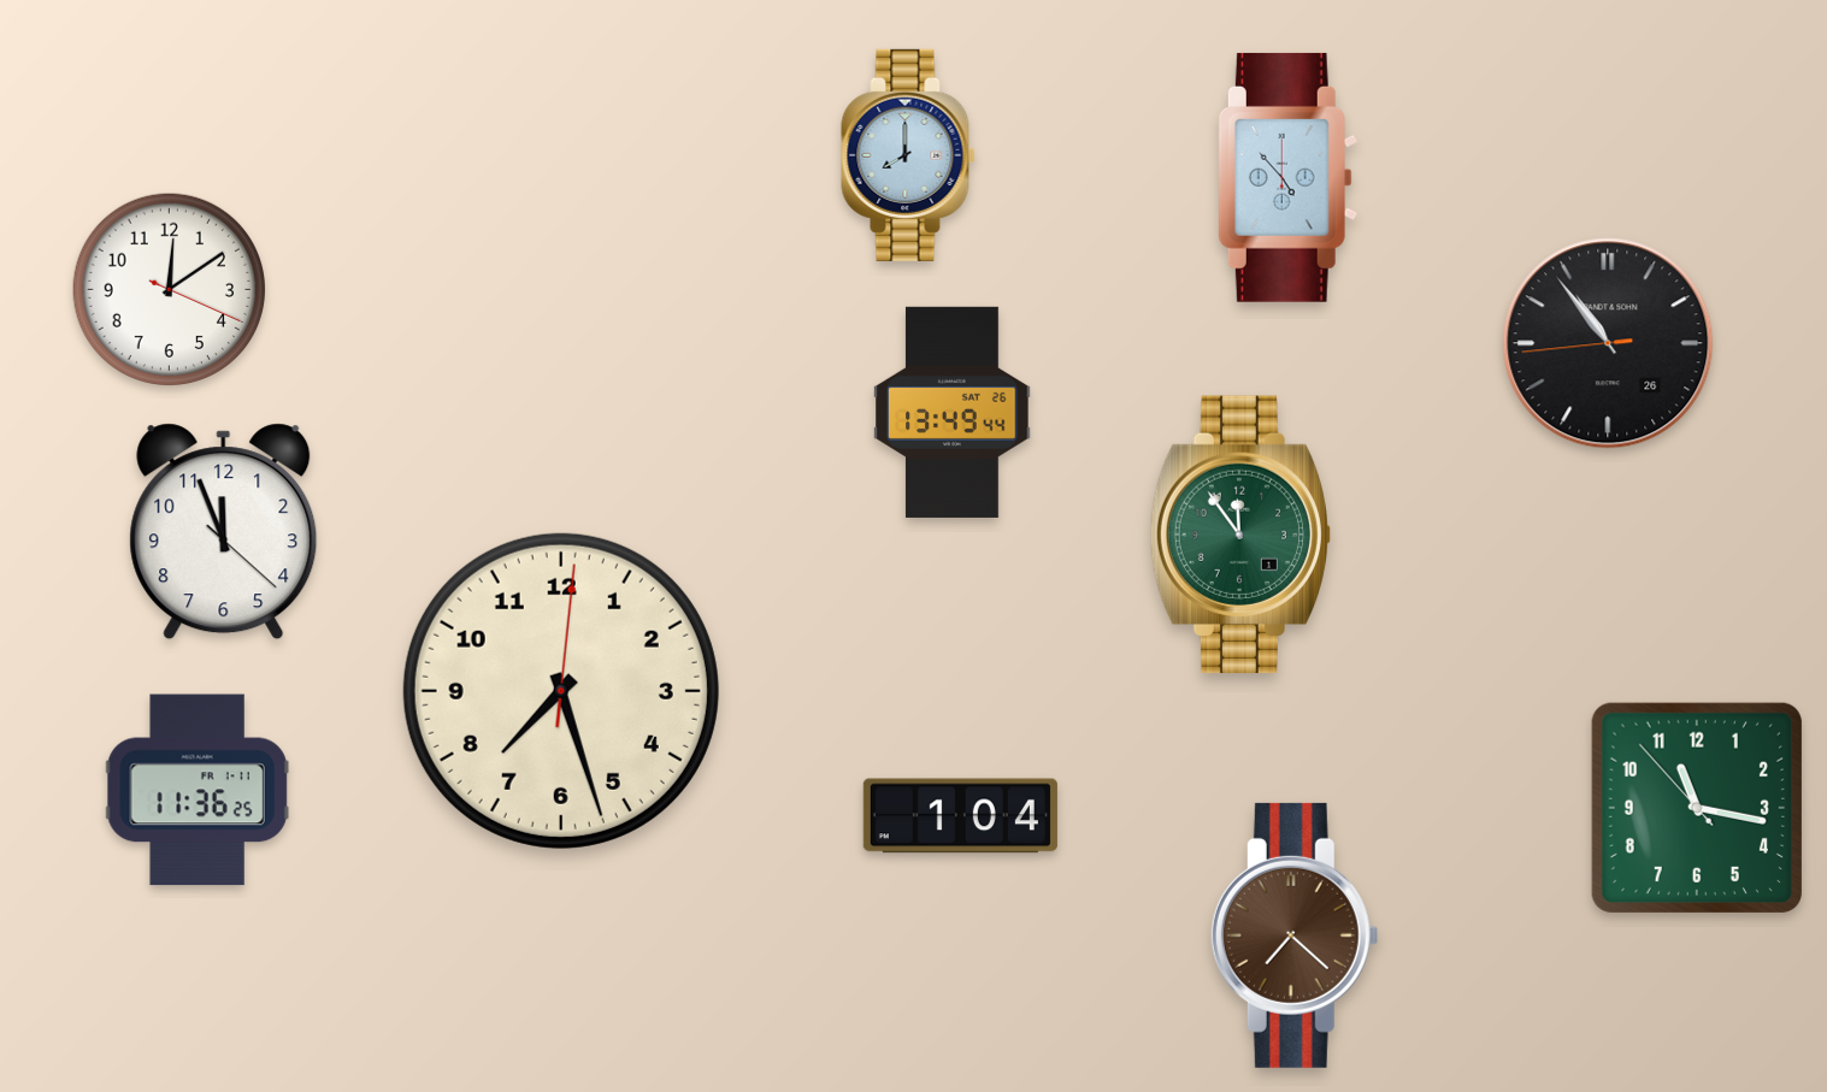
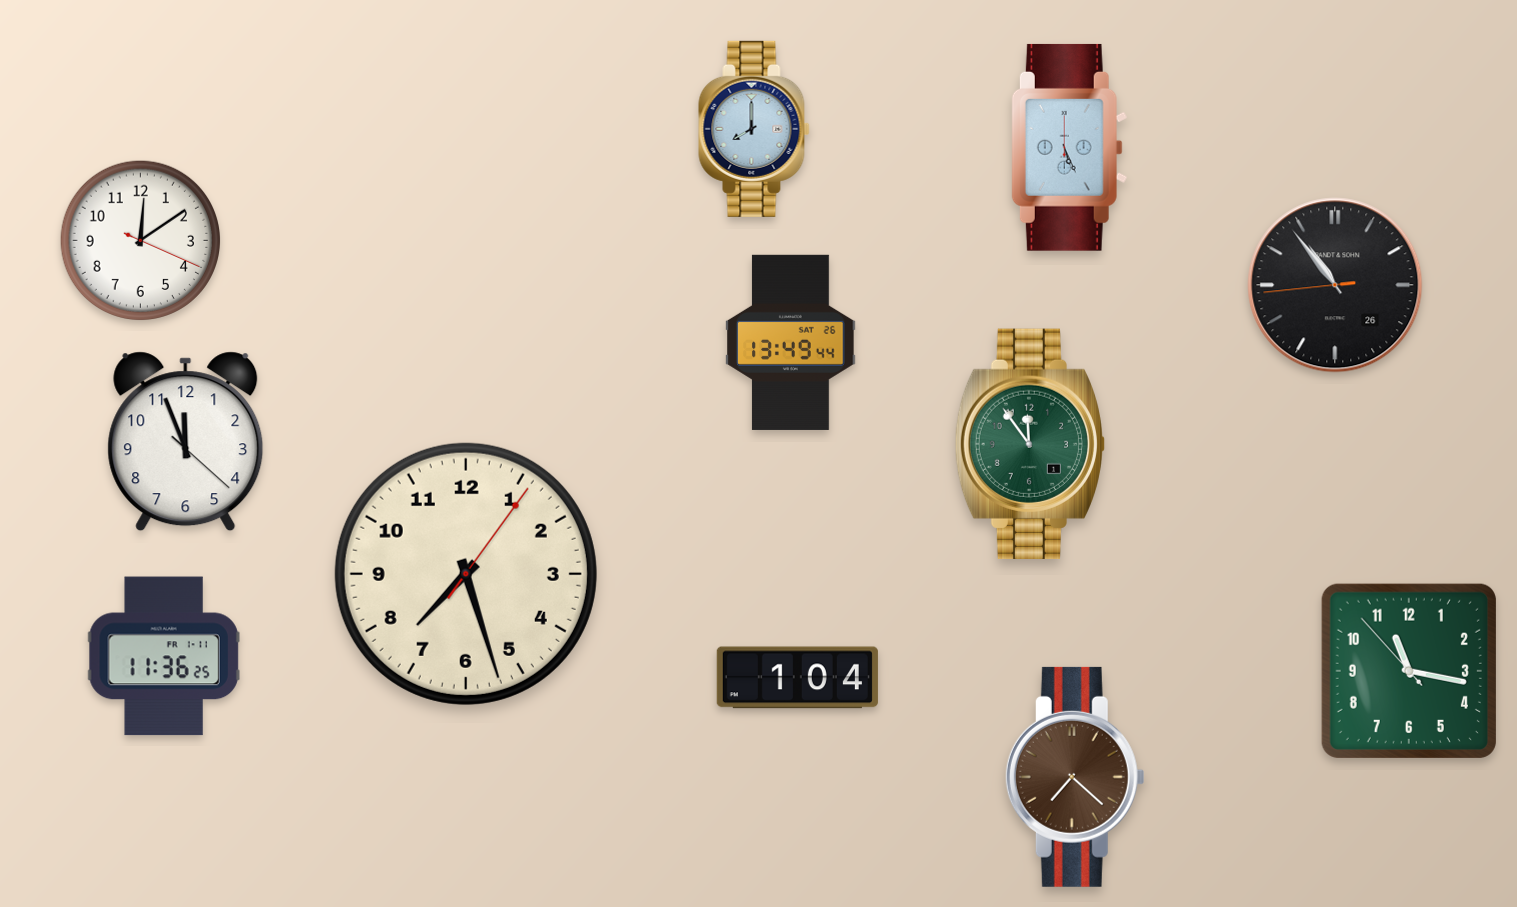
clock at (1287, 177): 4:53 -> 5:26
clock at (561, 691): 7:27:01 -> 7:27:06
